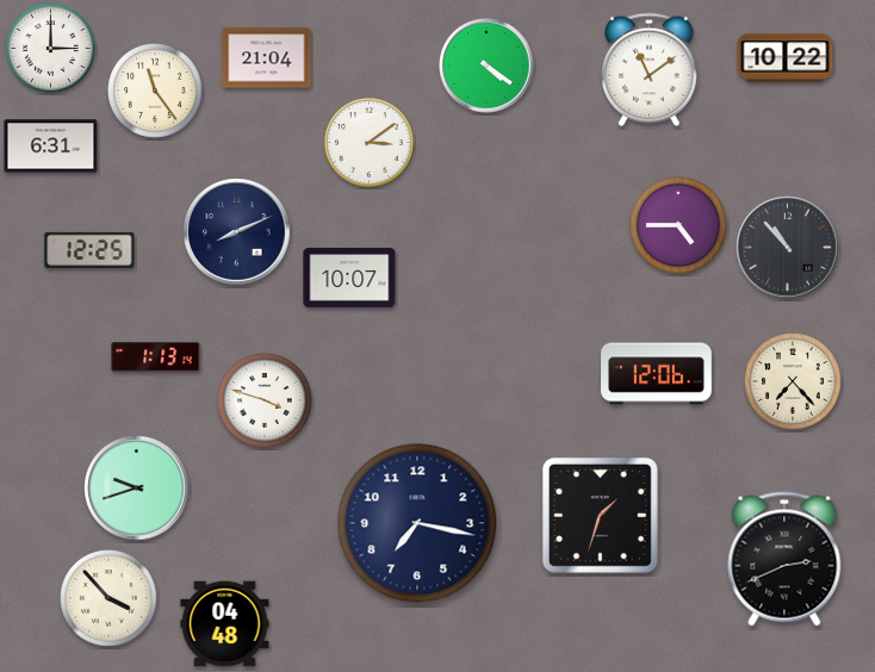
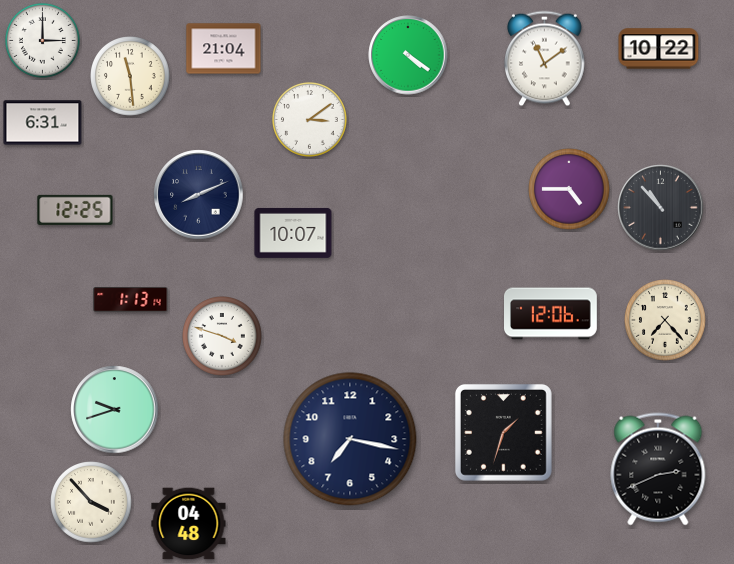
clock at (156, 92): 11:24 -> 11:29
